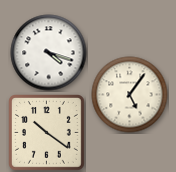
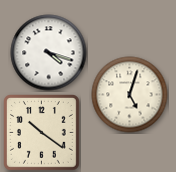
clock at (130, 95): 5:06 -> 5:03
clock at (47, 133) position: (47, 133) -> (42, 133)
